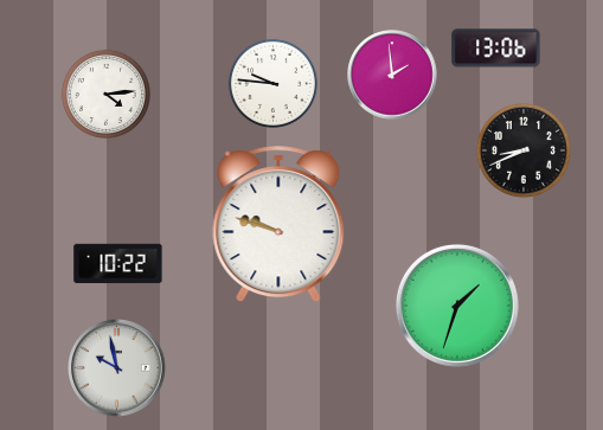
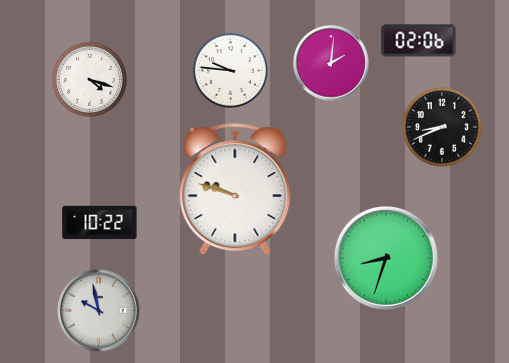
clock at (496, 49): 13:06 -> 02:06
clock at (392, 75): 1:59 -> 2:01
clock at (105, 94): 4:14 -> 4:18
clock at (457, 306): 1:33 -> 8:33
